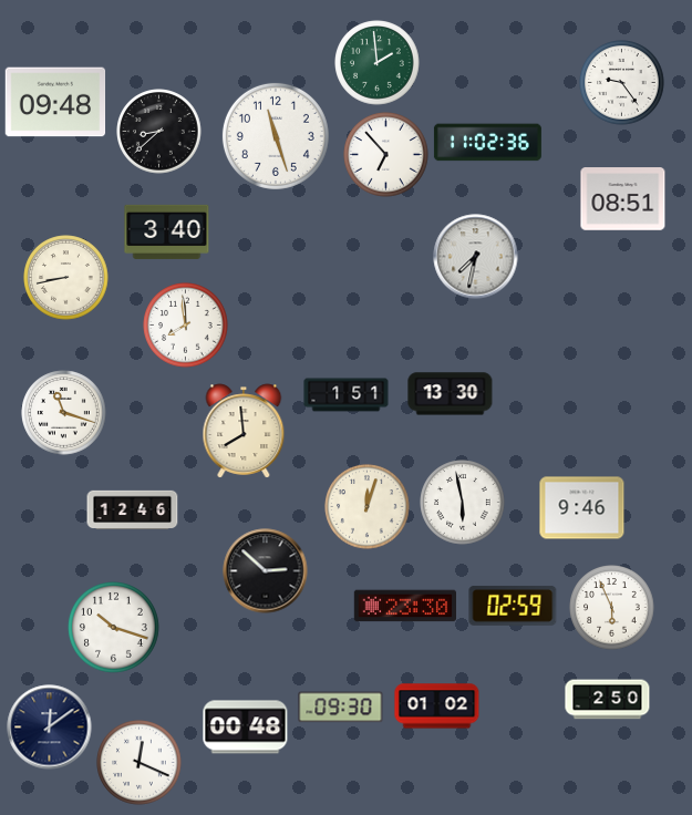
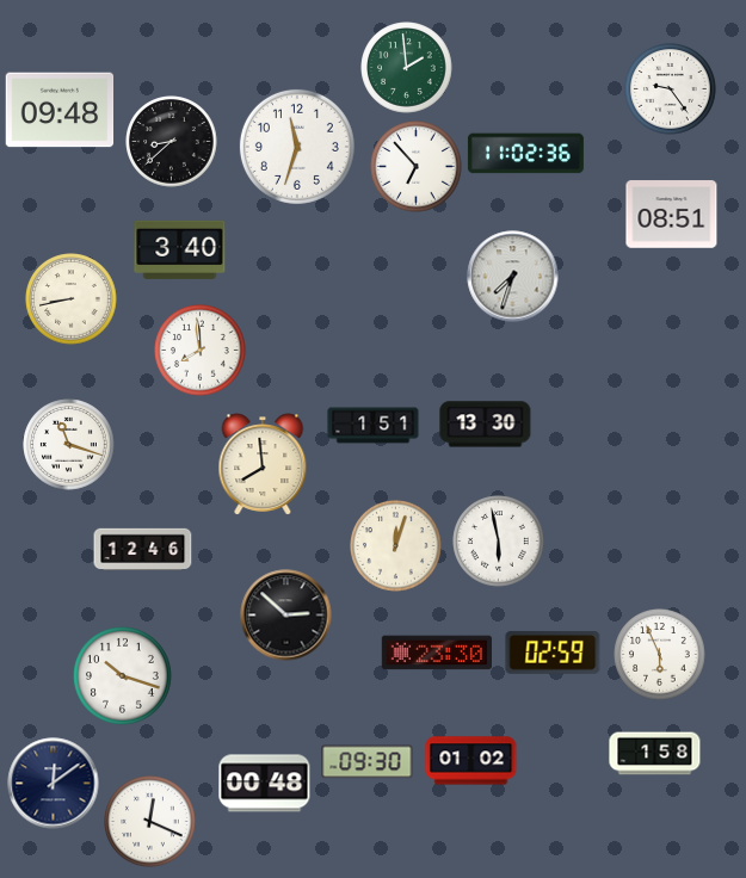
clock at (276, 136): 11:27 -> 11:33
clock at (476, 257): 7:32 -> 7:33
clock at (582, 508): 9:46 -> none
clock at (608, 700): 2:50 -> 1:58
